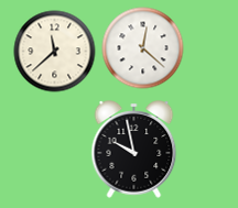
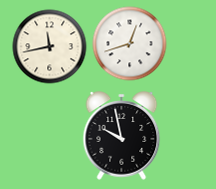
clock at (143, 48): 12:22 -> 12:42
clock at (55, 52): 11:38 -> 11:43
